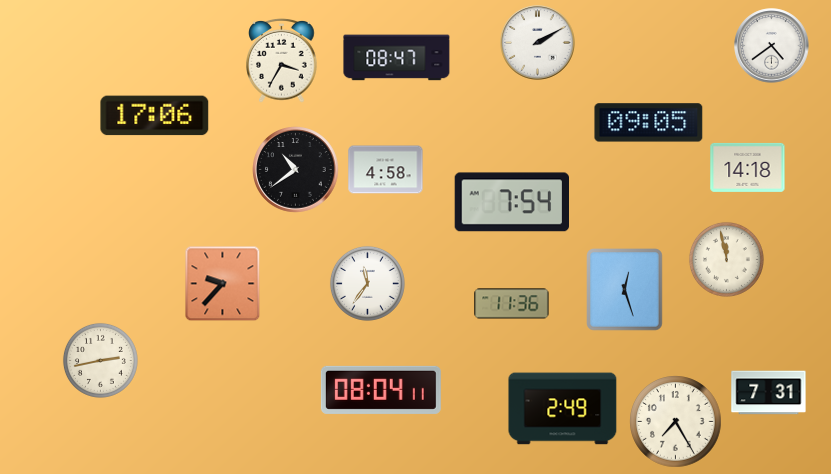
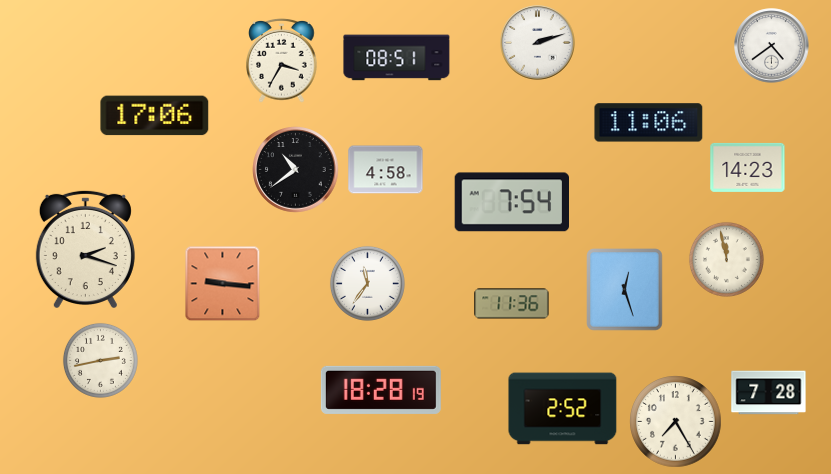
clock at (538, 43): 2:10 -> 2:12
clock at (397, 58): 08:47 -> 08:51
clock at (649, 123): 09:05 -> 11:06
clock at (748, 167): 14:18 -> 14:23
clock at (85, 248): none -> 2:18
clock at (223, 284): 9:37 -> 9:16
clock at (381, 390): 08:04 -> 18:28
clock at (769, 393): 7:31 -> 7:28
clock at (563, 409): 2:49 -> 2:52
